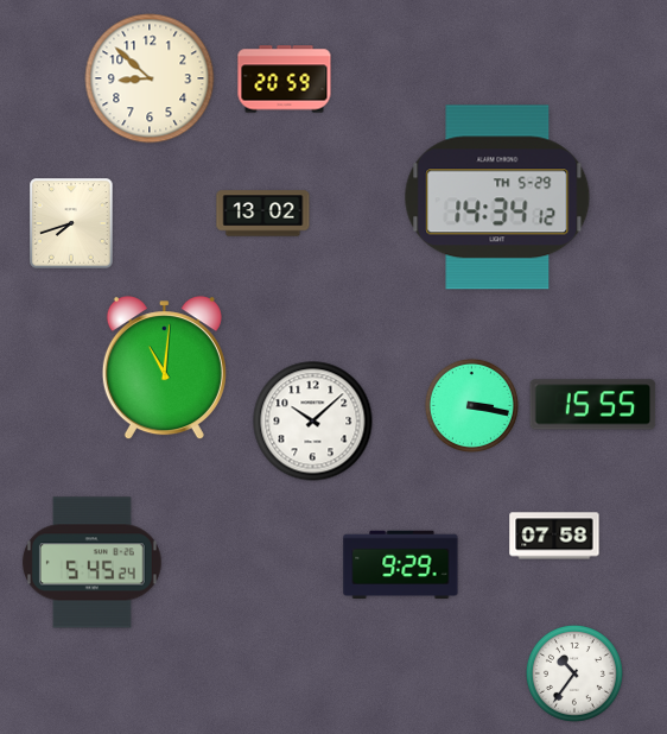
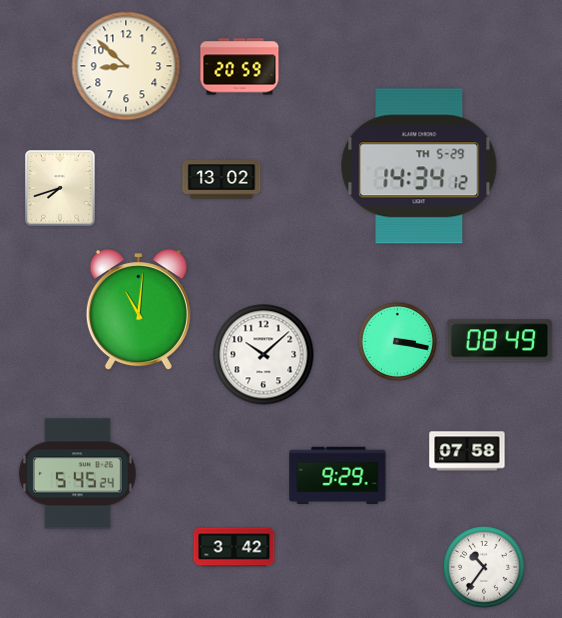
clock at (593, 405): 15:55 -> 08:49
clock at (234, 547): none -> 3:42
